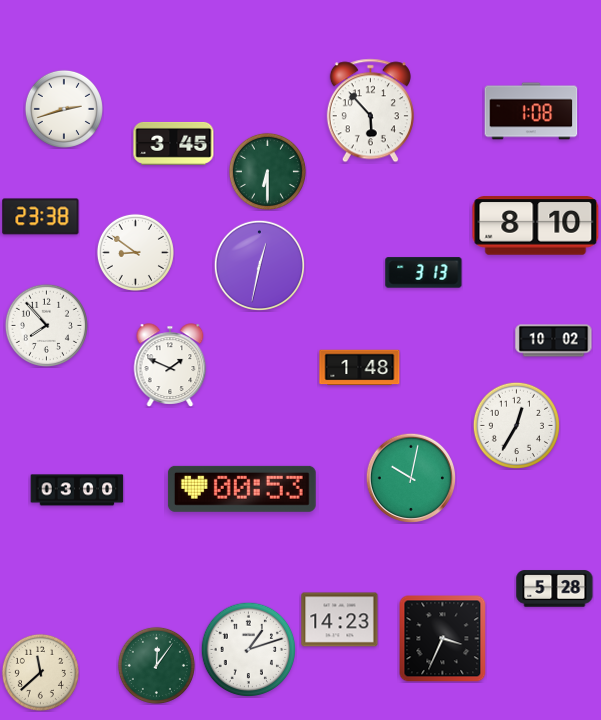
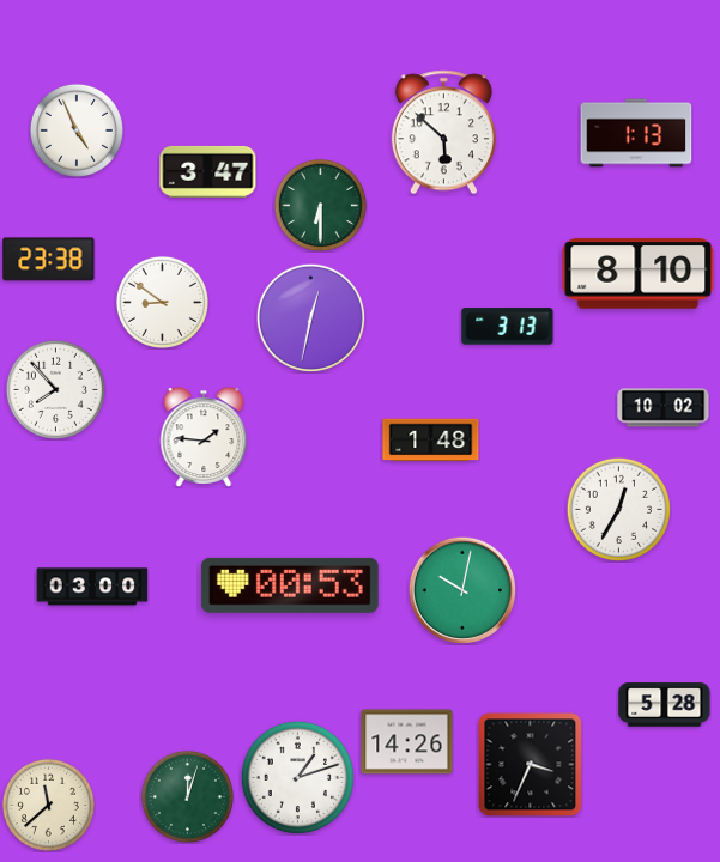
clock at (64, 109): 2:42 -> 4:56
clock at (370, 111): 5:53 -> 5:52
clock at (531, 111): 1:08 -> 1:13
clock at (174, 143): 3:45 -> 3:47
clock at (536, 226) position: (536, 226) -> (639, 274)
clock at (170, 365): 1:49 -> 1:46
clock at (410, 477) position: (410, 477) -> (461, 589)
clock at (340, 620): 14:23 -> 14:26
clock at (156, 665): 12:06 -> 12:03
